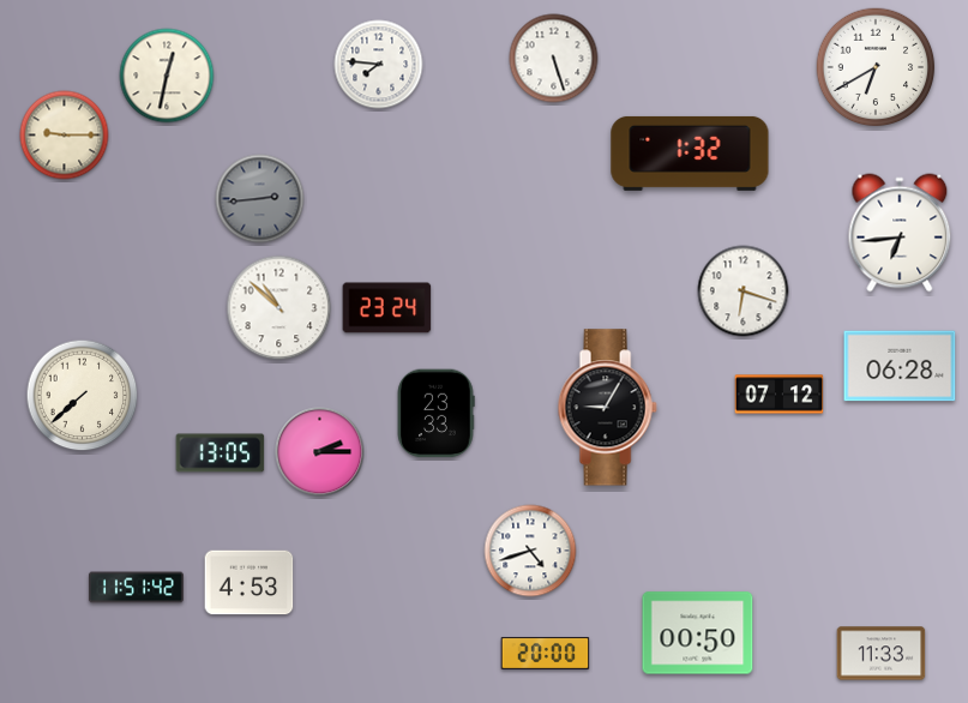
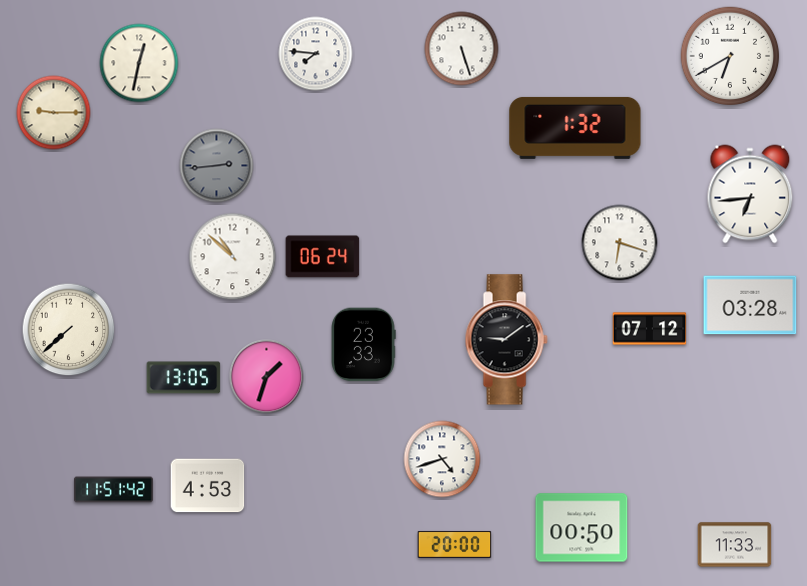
clock at (387, 308): 23:24 -> 06:24
clock at (900, 366): 06:28 -> 03:28
clock at (607, 408): 9:05 -> 9:09
clock at (320, 452): 2:15 -> 1:33
